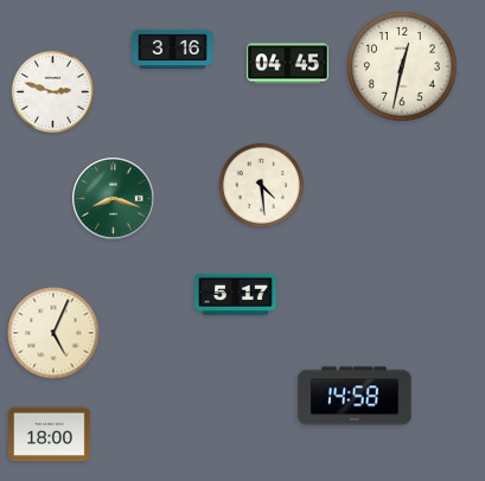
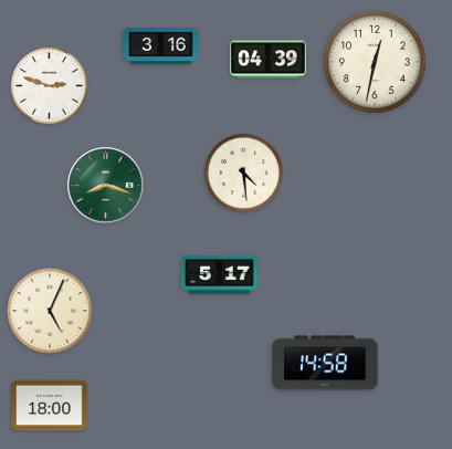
clock at (288, 64): 04:45 -> 04:39
clock at (355, 396) position: (355, 396) -> (325, 363)
clock at (50, 435) position: (50, 435) -> (50, 406)
